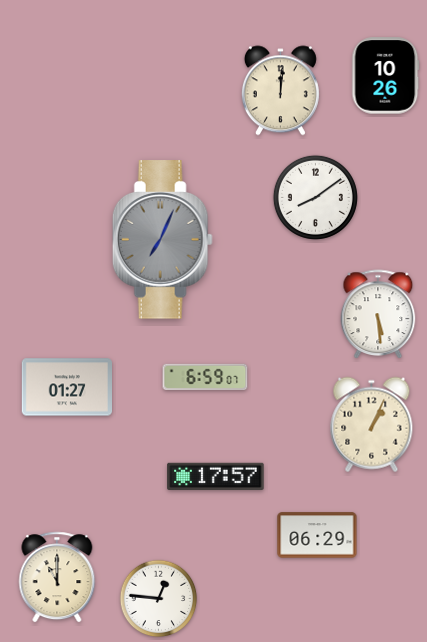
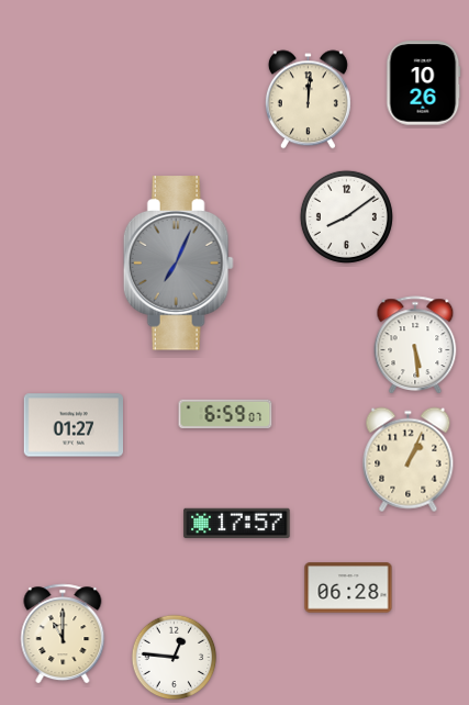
clock at (372, 425) position: (372, 425) -> (409, 460)
clock at (317, 535): 06:29 -> 06:28
